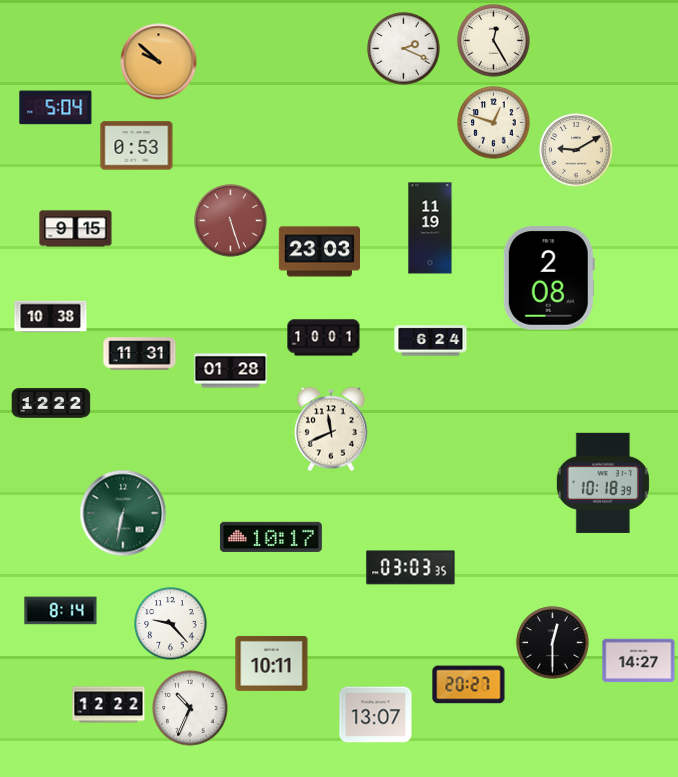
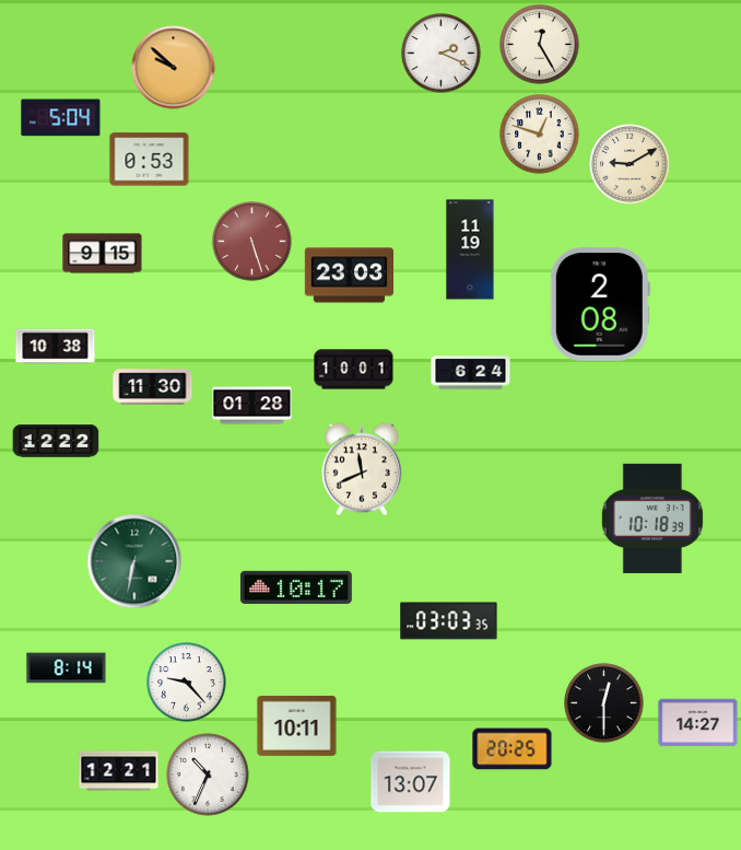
clock at (76, 229) position: (76, 229) -> (103, 254)
clock at (140, 354): 11:31 -> 11:30
clock at (603, 483) position: (603, 483) -> (652, 519)
clock at (469, 685): 20:27 -> 20:25
clock at (109, 705): 12:22 -> 12:21
